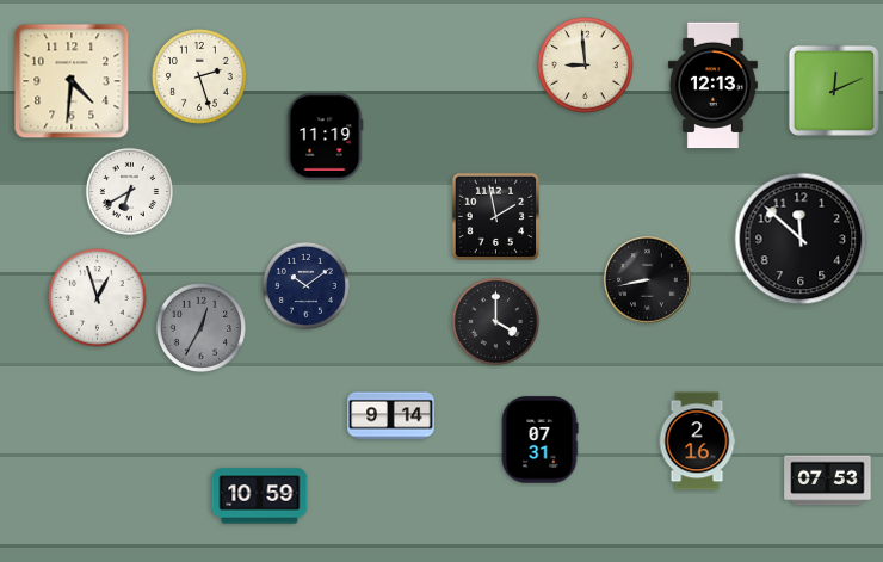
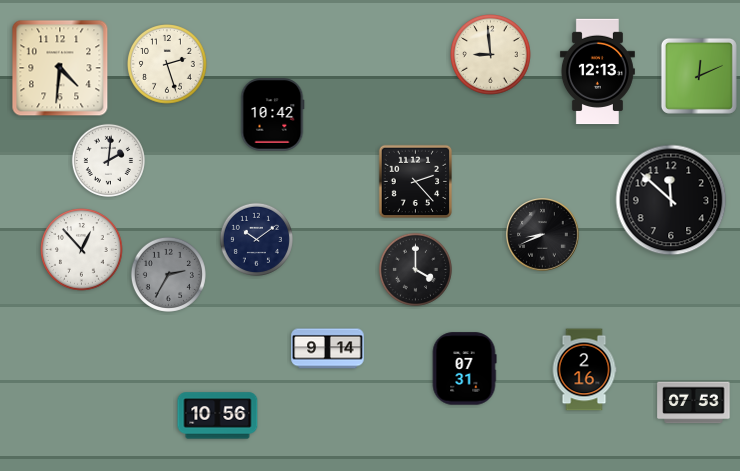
clock at (325, 137): 11:19 -> 10:42
clock at (129, 191): 6:40 -> 2:01
clock at (495, 216): 1:58 -> 2:23
clock at (648, 280): 8:43 -> 8:41
clock at (98, 298): 12:57 -> 12:53
clock at (200, 327): 12:35 -> 2:35
clock at (539, 440) position: (539, 440) -> (464, 369)
clock at (260, 496): 10:59 -> 10:56
